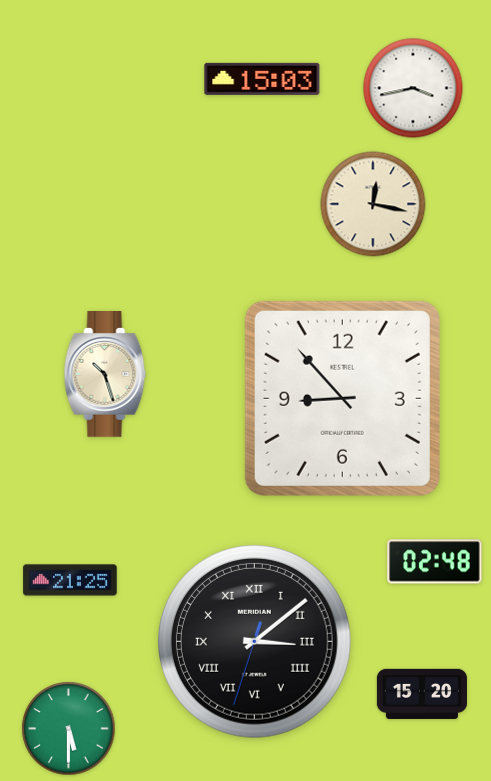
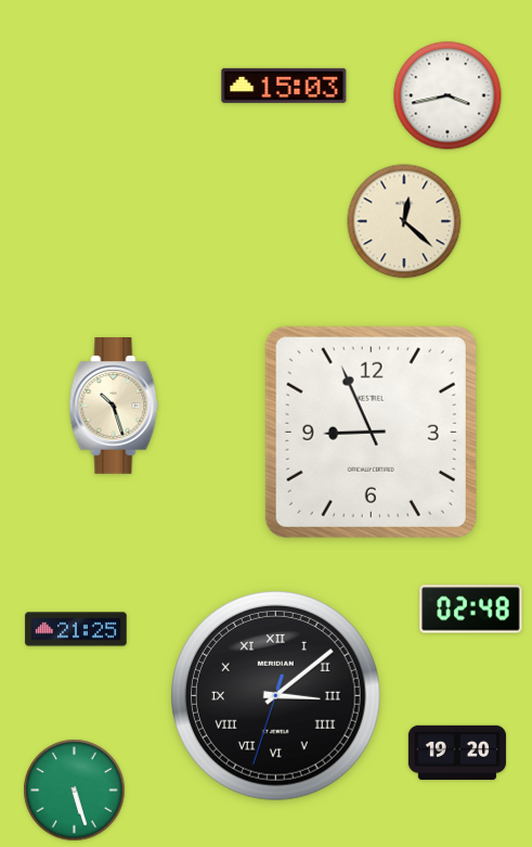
clock at (373, 204): 12:17 -> 12:22
clock at (342, 398): 8:53 -> 8:56
clock at (422, 694): 15:20 -> 19:20
clock at (69, 729): 5:30 -> 5:27
